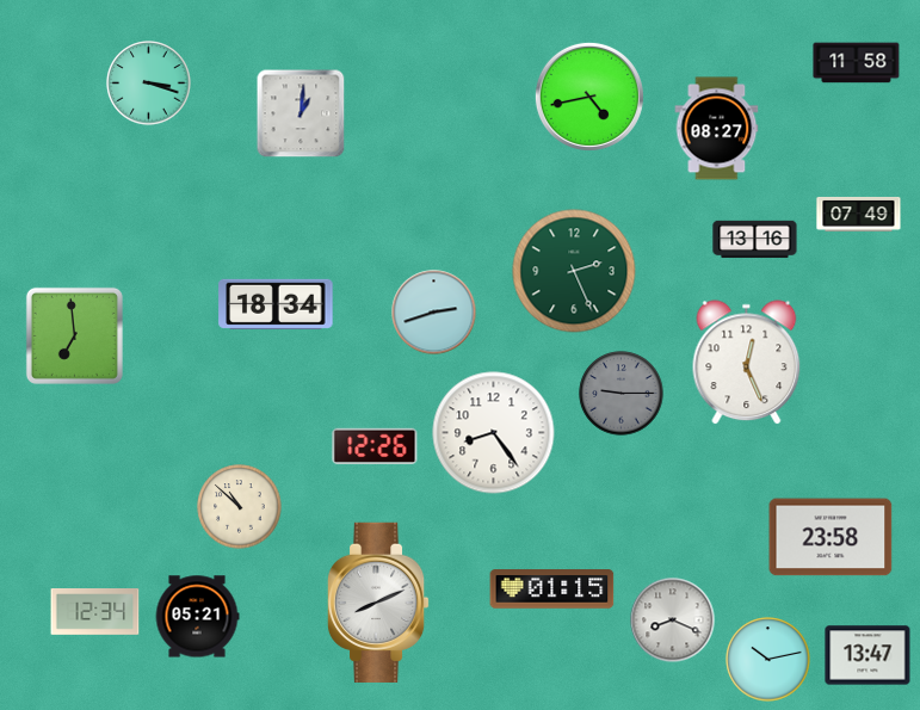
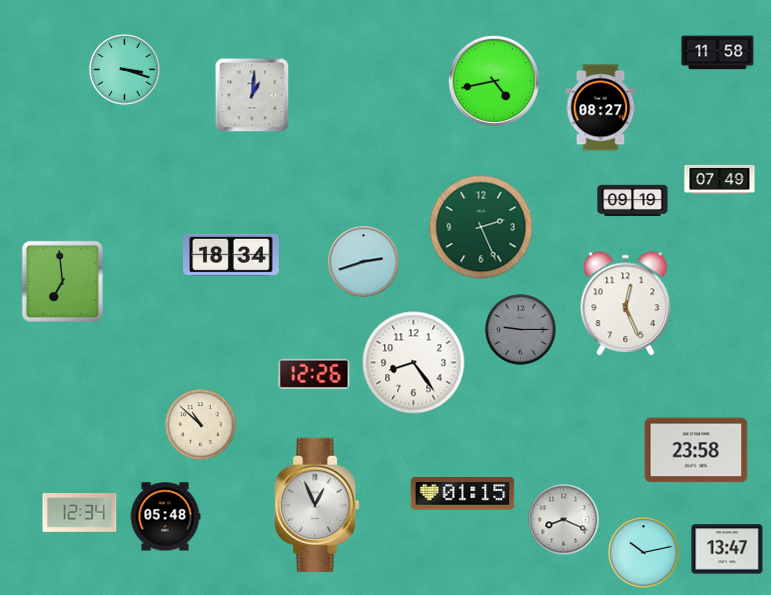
clock at (755, 240): 13:16 -> 09:19
clock at (378, 603): 8:11 -> 12:56
clock at (197, 617): 05:21 -> 05:48
